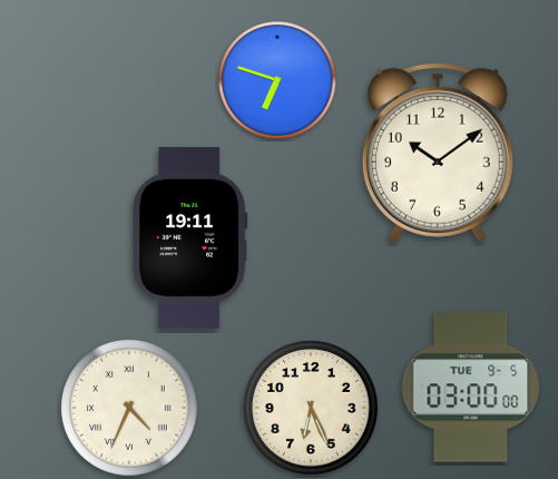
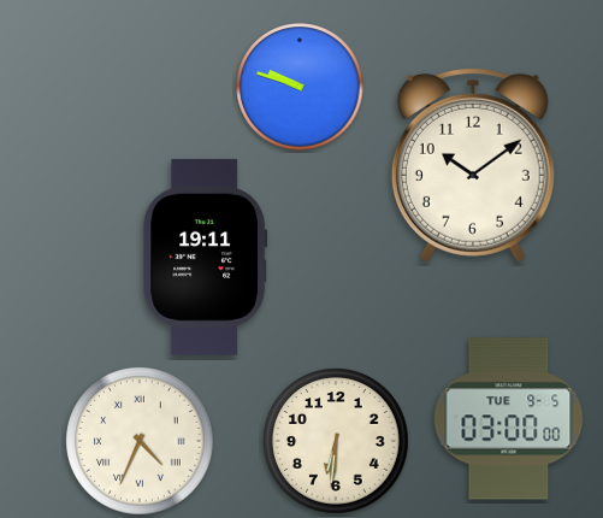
clock at (277, 80): 6:48 -> 9:48
clock at (311, 408): 6:26 -> 6:31
